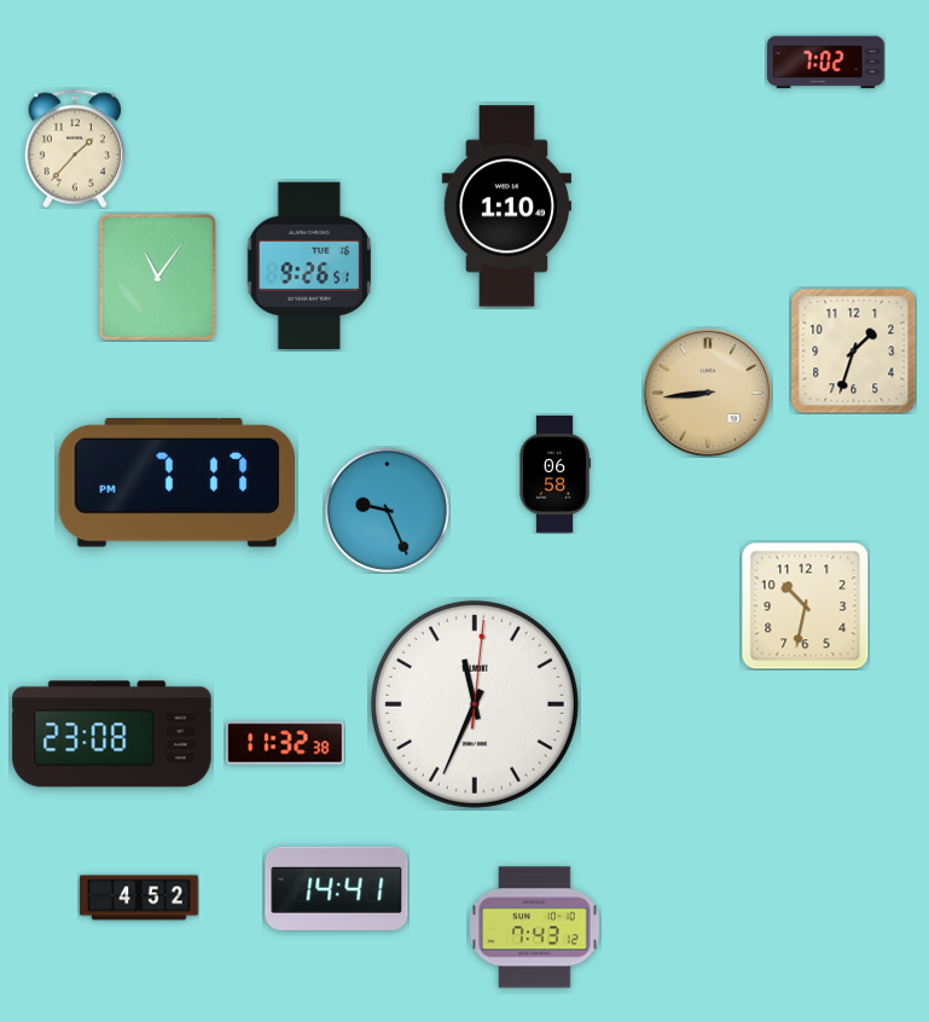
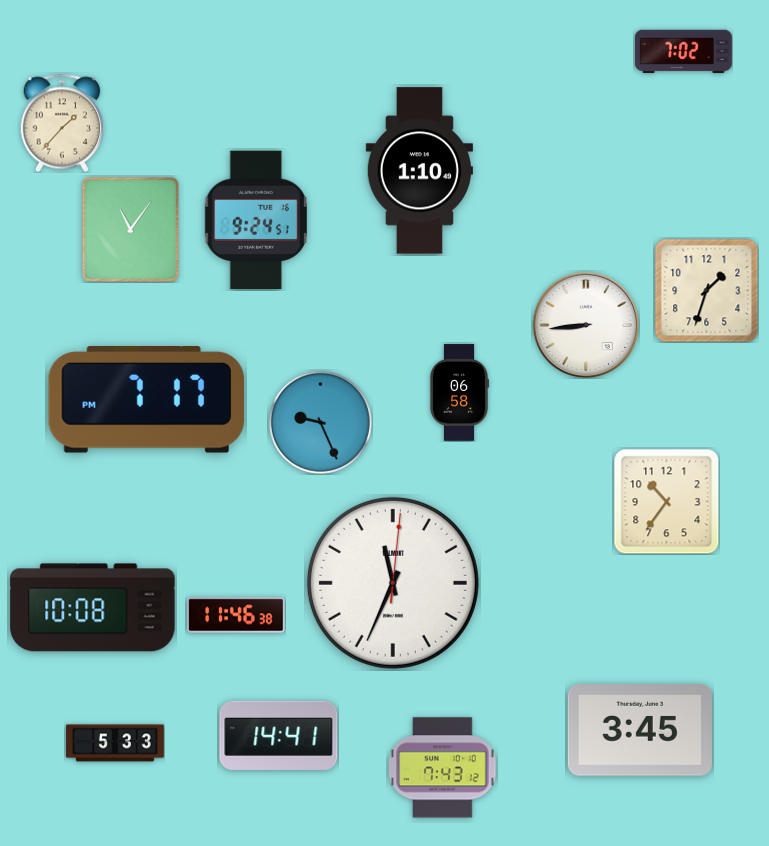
clock at (309, 266): 9:26 -> 9:24
clock at (708, 393) dial: champagne -> white
clock at (805, 605): 10:32 -> 10:36
clock at (112, 734): 23:08 -> 10:08
clock at (285, 743): 11:32 -> 11:46
clock at (640, 731): none -> 3:45
clock at (139, 898): 4:52 -> 5:33
